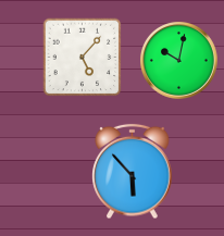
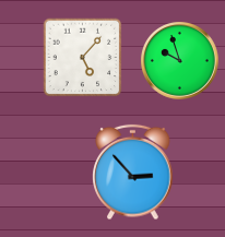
clock at (179, 61): 10:02 -> 9:57
clock at (133, 172): 5:53 -> 2:53
